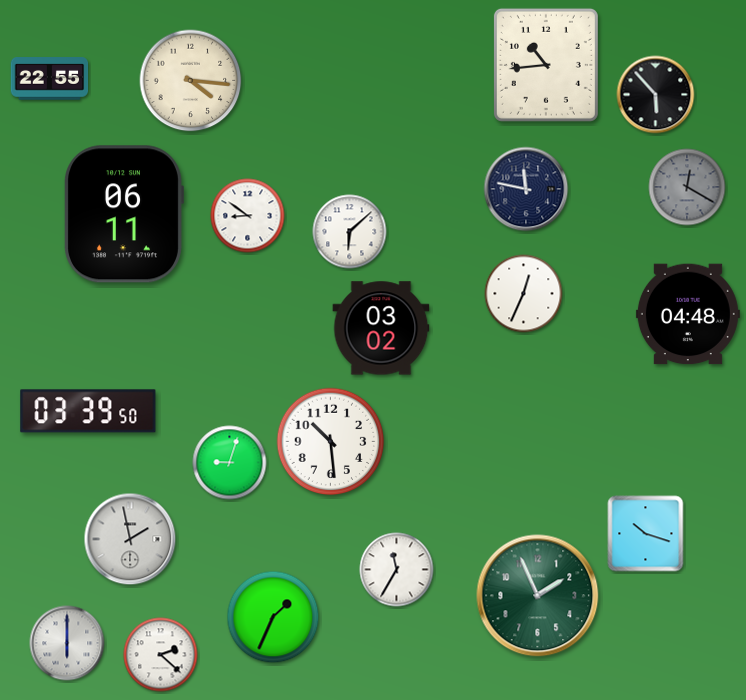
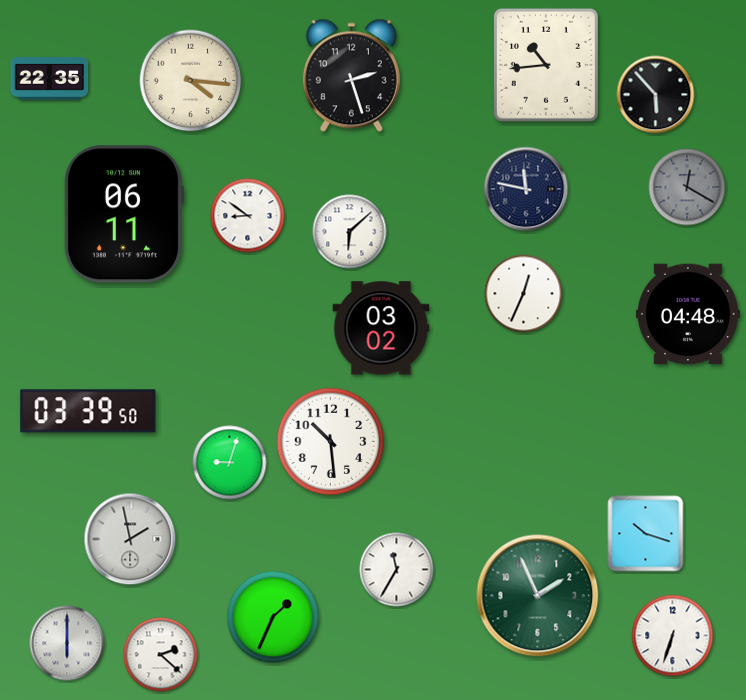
clock at (351, 76): none -> 2:27
clock at (50, 79): 22:55 -> 22:35
clock at (673, 636): none -> 6:33
